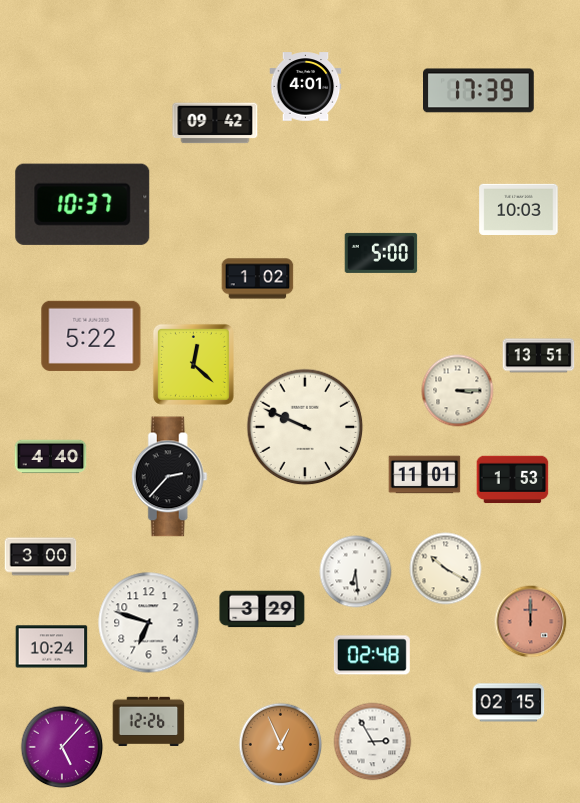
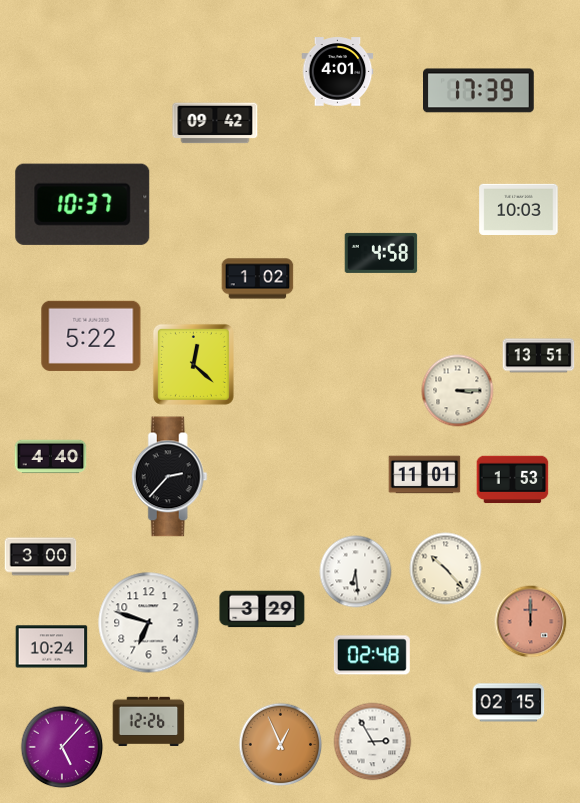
clock at (306, 87) position: (306, 87) -> (338, 72)
clock at (381, 253): 5:00 -> 4:58
clock at (305, 427): 9:49 -> none
clock at (446, 569): 10:20 -> 10:23
